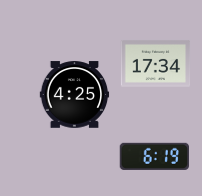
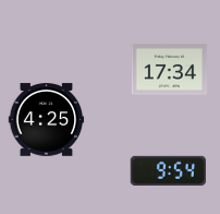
clock at (75, 95) position: (75, 95) -> (47, 120)
clock at (154, 156): 6:19 -> 9:54
